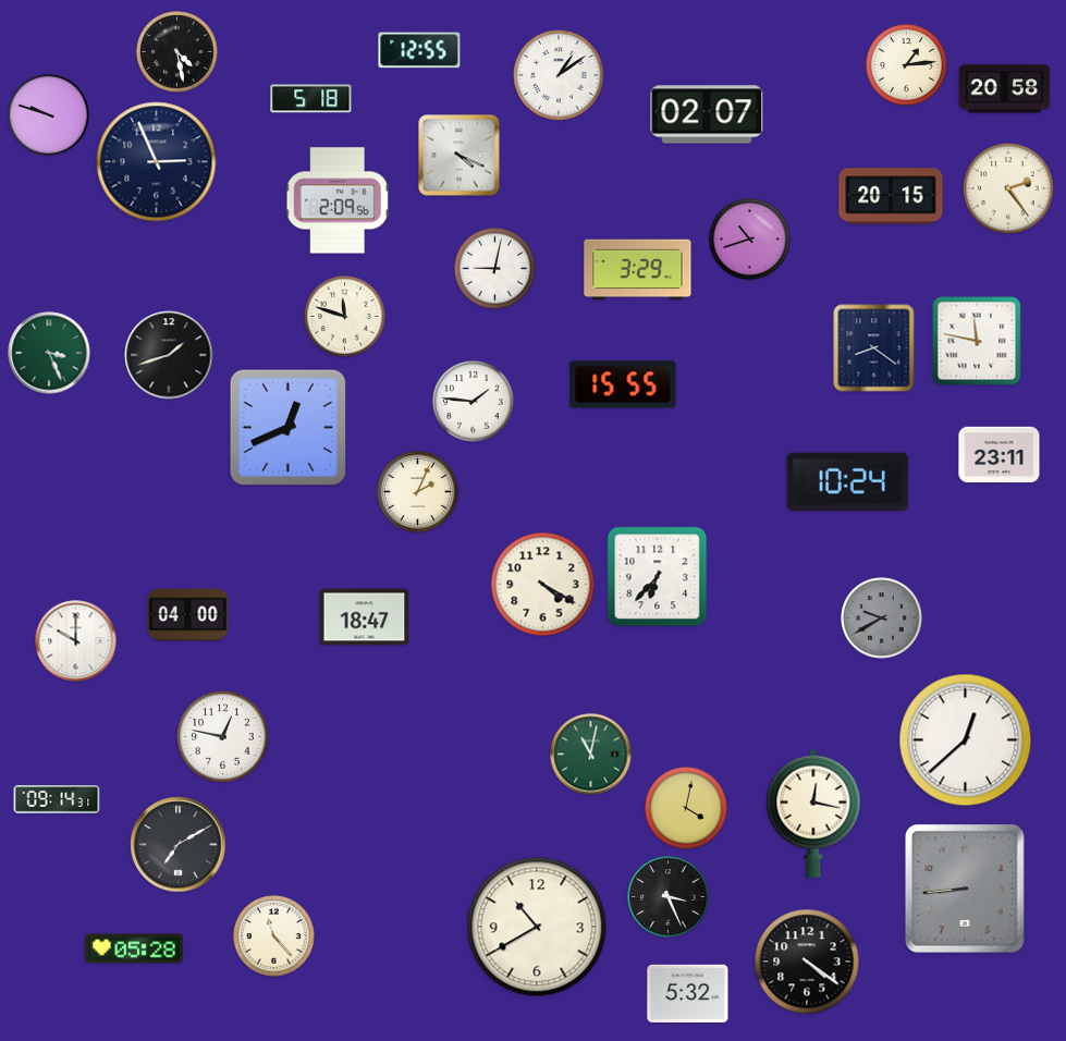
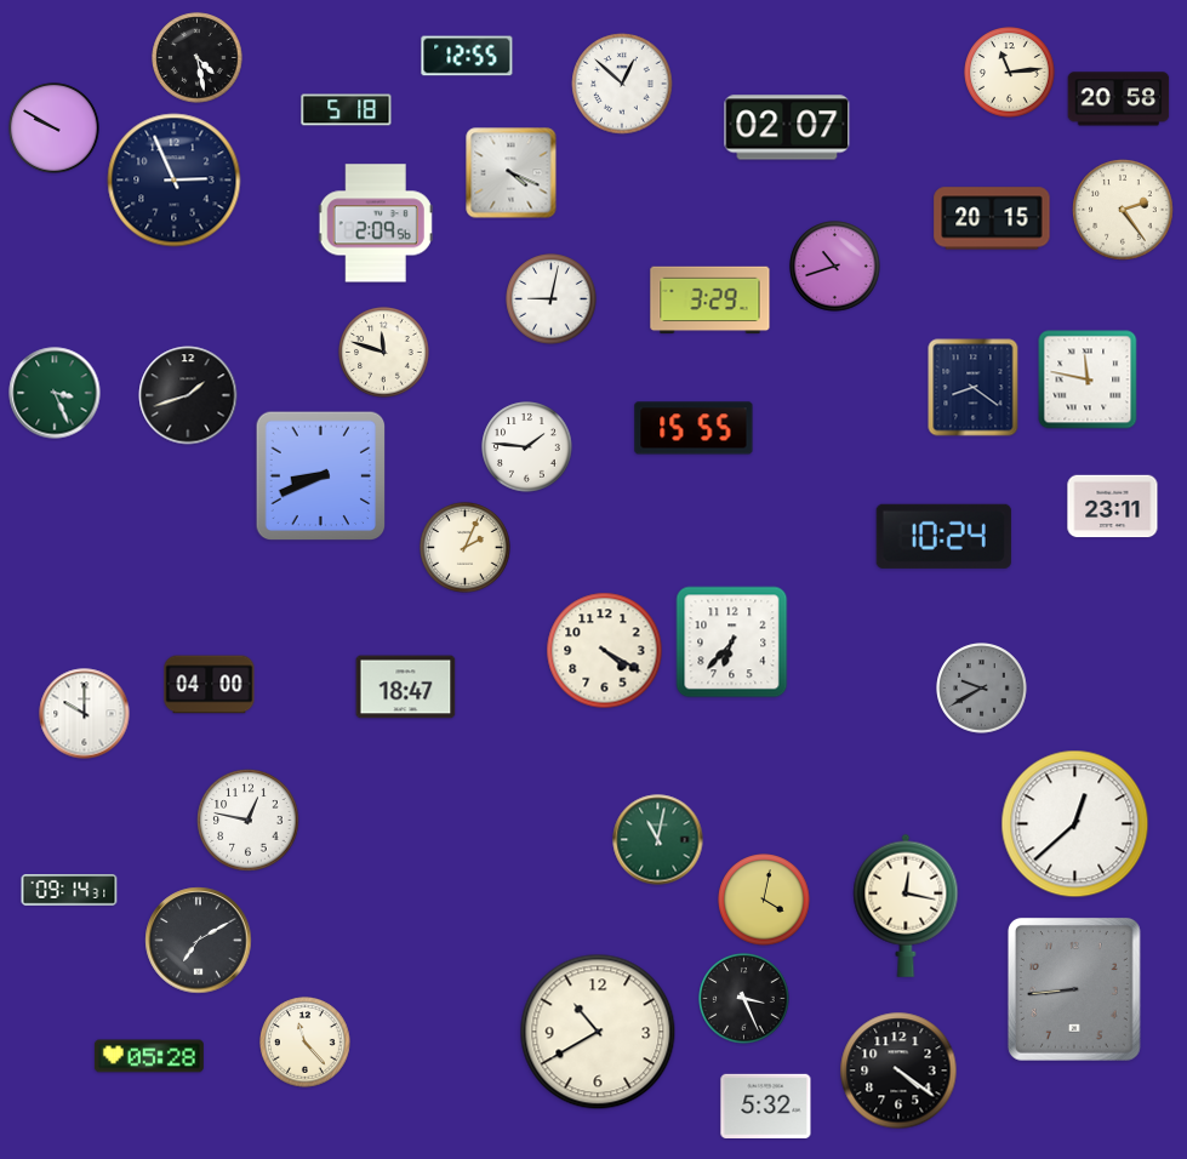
clock at (907, 65): 1:14 -> 11:14
clock at (559, 75): 1:09 -> 12:52
clock at (49, 115): 9:48 -> 9:50
clock at (289, 428): 12:41 -> 8:41
clock at (57, 800) position: (57, 800) -> (69, 891)
